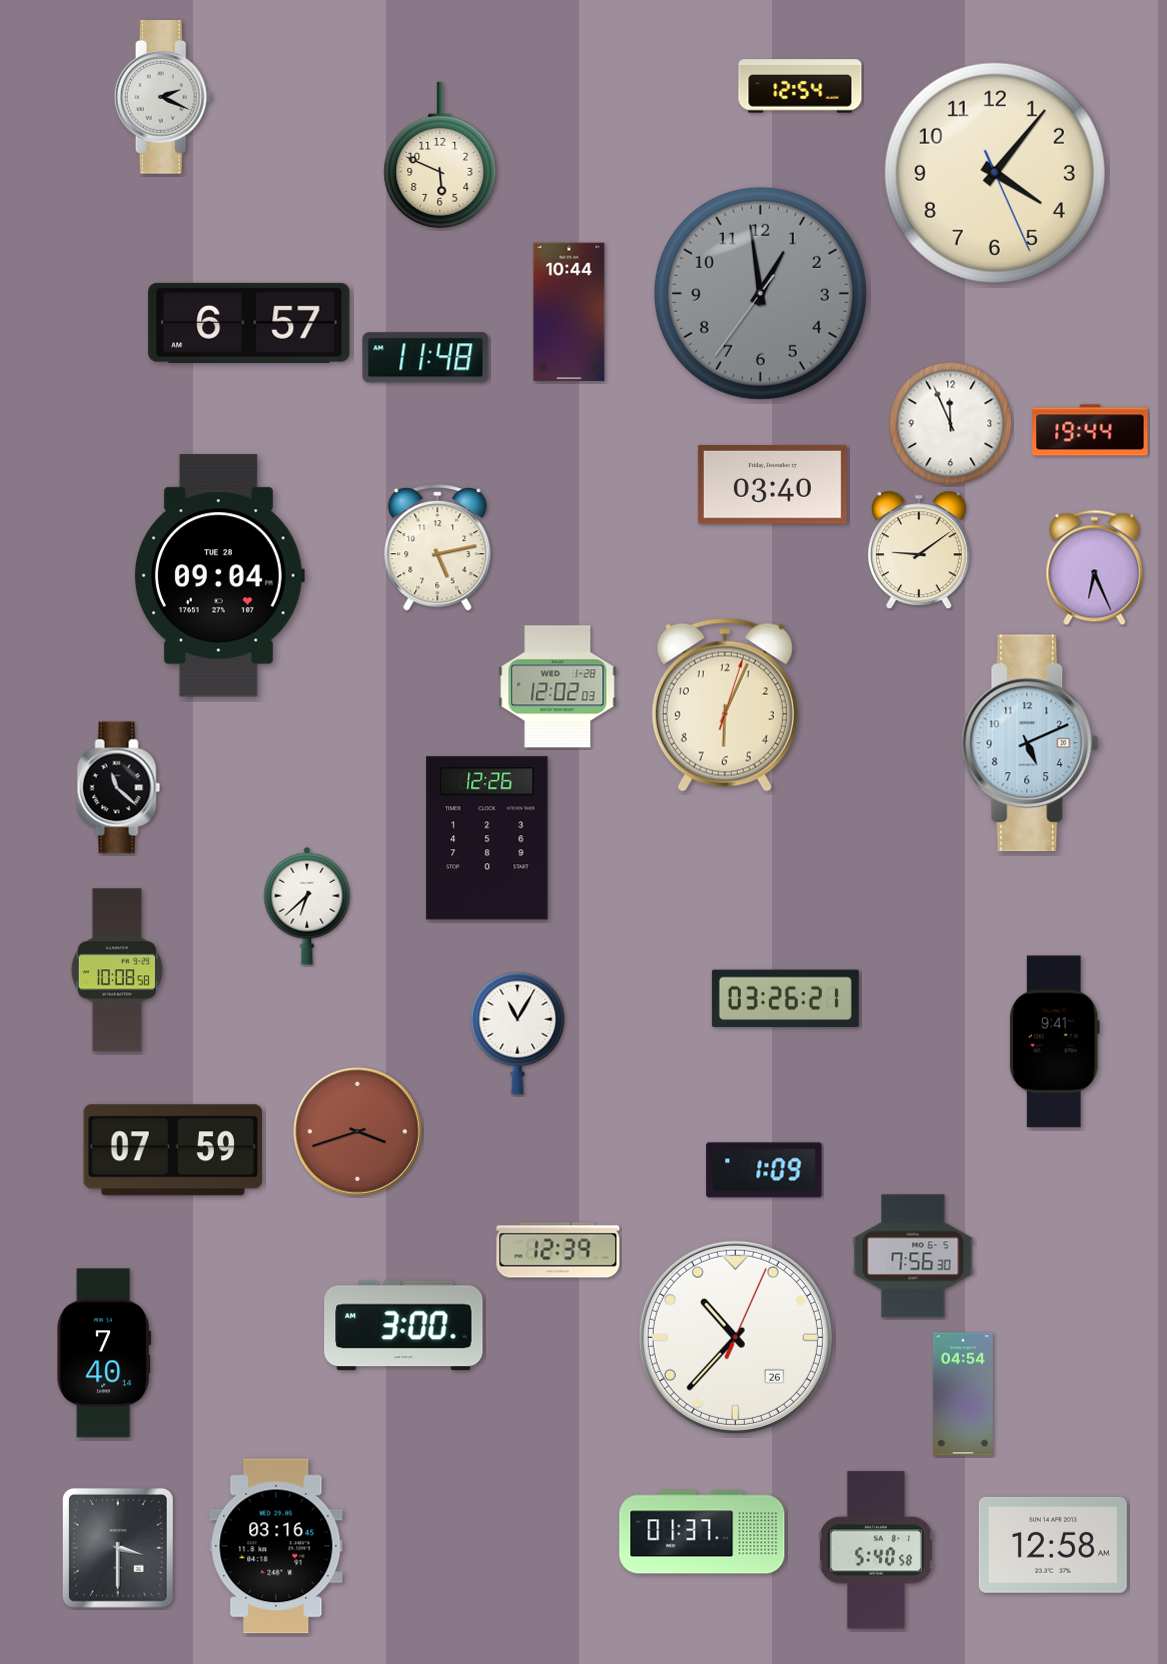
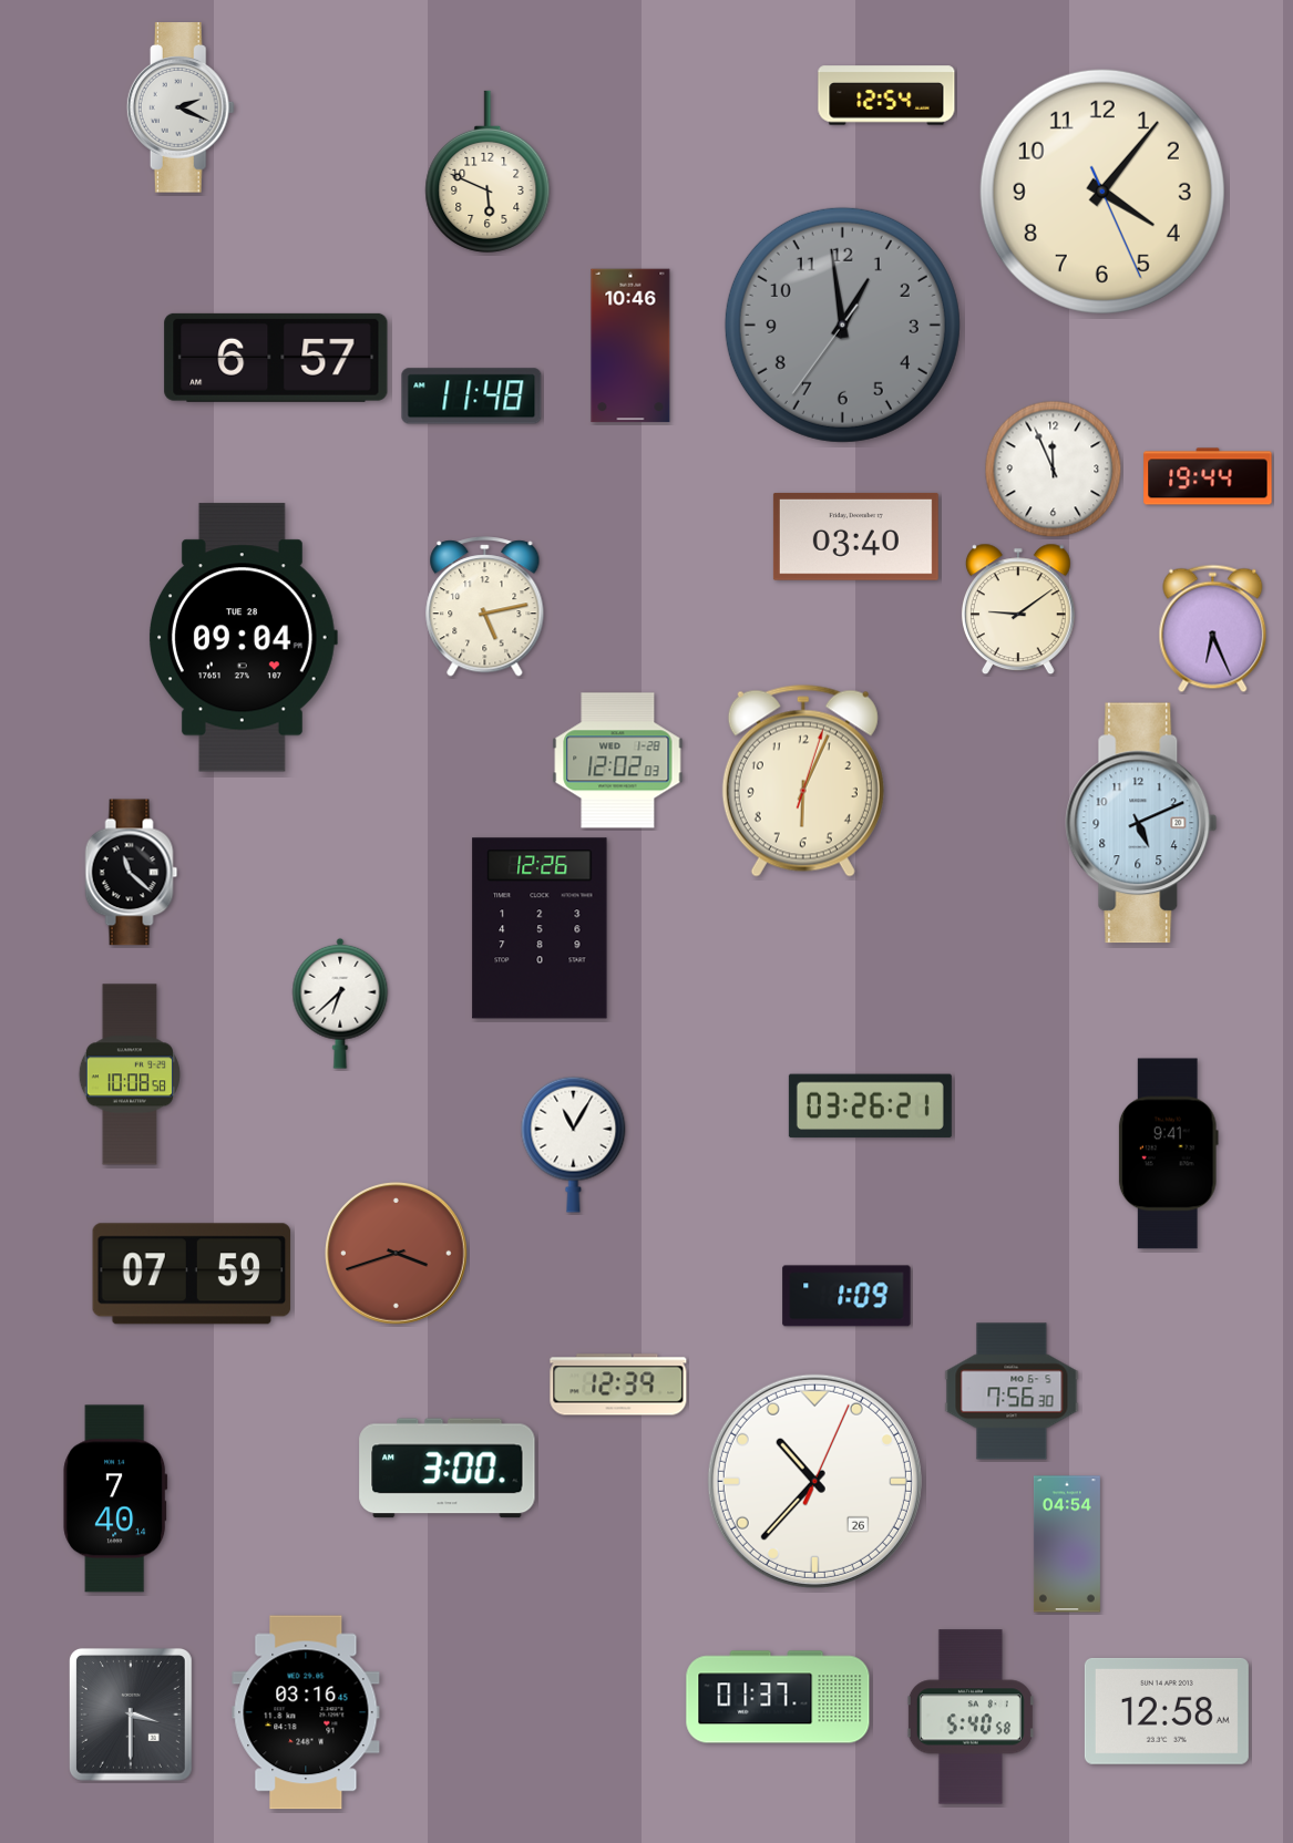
clock at (569, 312): 10:44 -> 10:46
